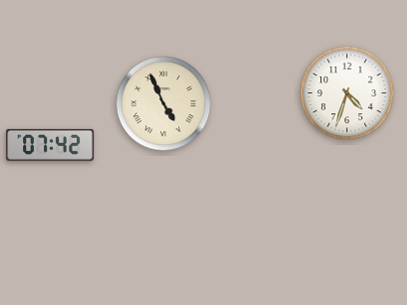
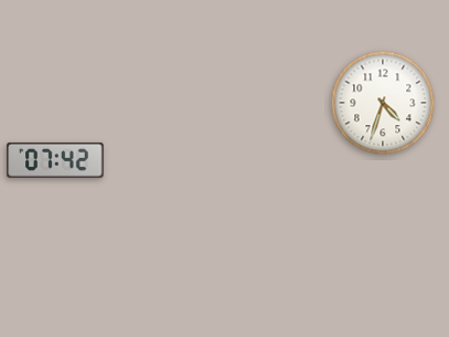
clock at (164, 104): 4:56 -> none
